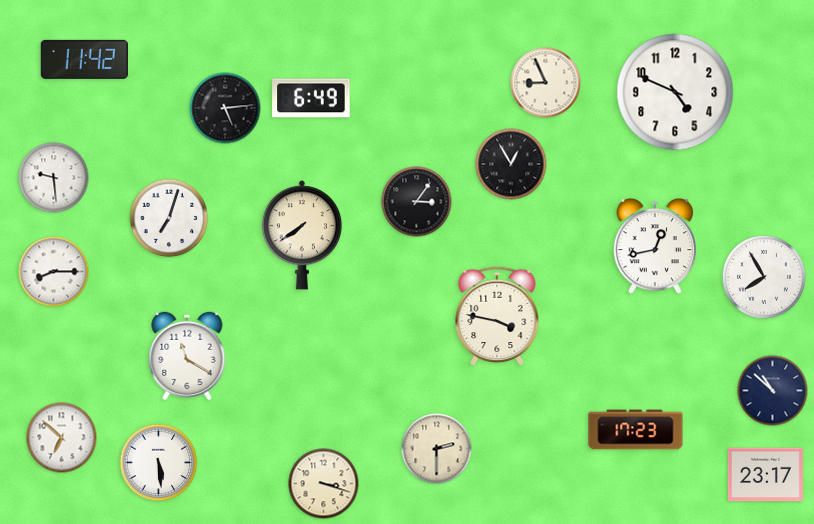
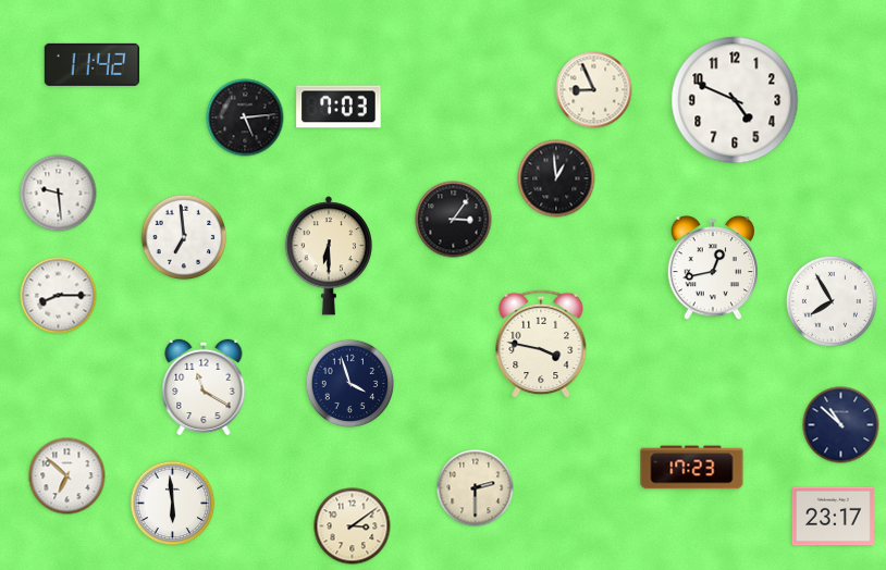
clock at (311, 98): 6:49 -> 7:03
clock at (511, 164): 12:55 -> 12:59
clock at (169, 218): 7:03 -> 6:59
clock at (302, 235): 7:39 -> 6:30
clock at (349, 383): none -> 3:57
clock at (159, 463): 5:29 -> 5:59
clock at (324, 484): 3:18 -> 3:09
